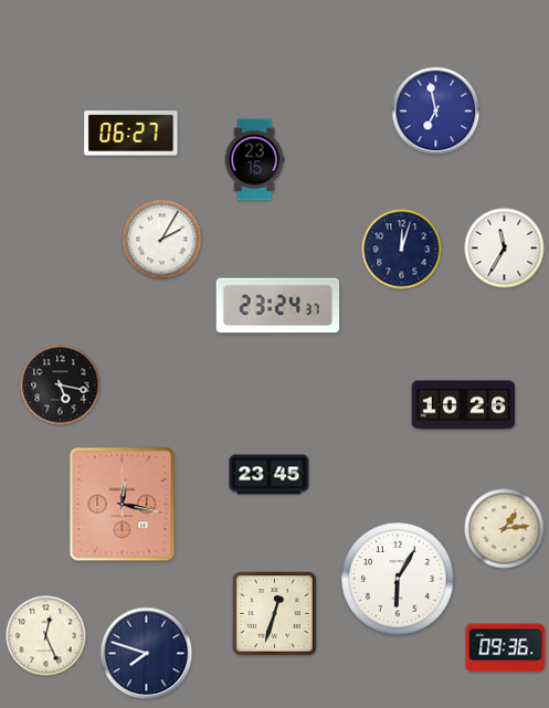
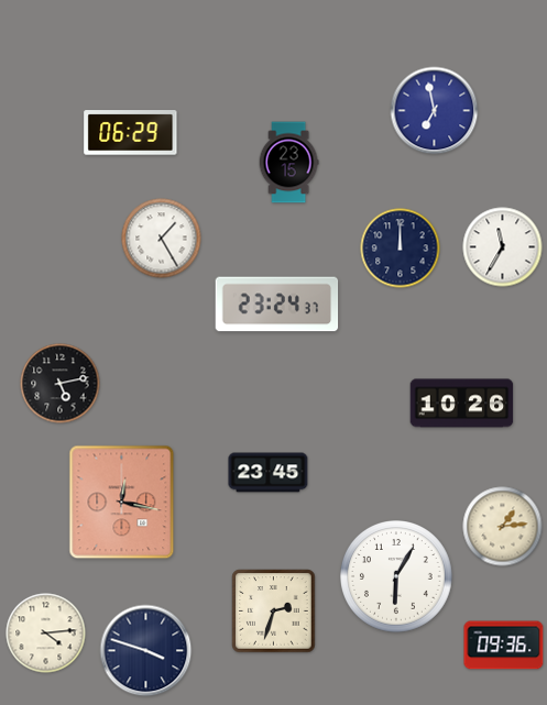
clock at (131, 134): 06:27 -> 06:29
clock at (254, 160) position: (254, 160) -> (288, 163)
clock at (162, 240): 2:05 -> 1:25
clock at (402, 250): 12:03 -> 12:00
clock at (61, 385): 5:17 -> 5:13
clock at (275, 614): 12:33 -> 2:33
clock at (46, 636): 12:26 -> 4:14
clock at (147, 654): 7:48 -> 3:48
